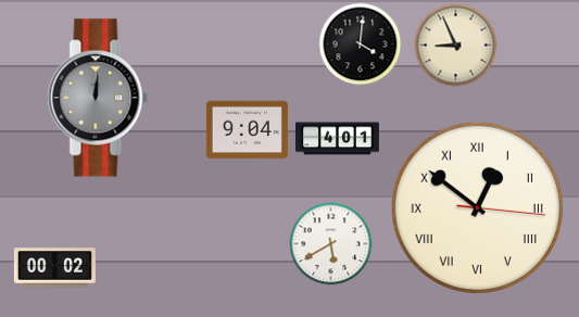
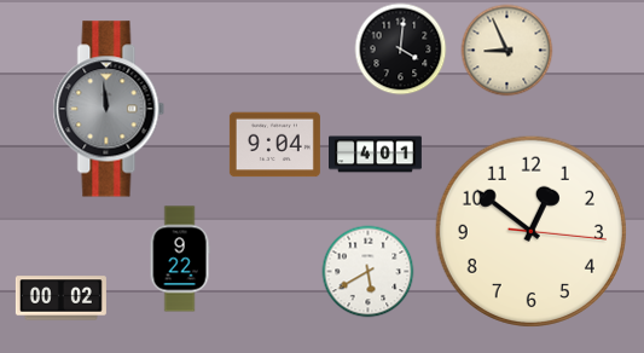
clock at (98, 98): 12:01 -> 11:59
clock at (477, 207) numerals: Roman -> Arabic
clock at (180, 259): none -> 9:22
